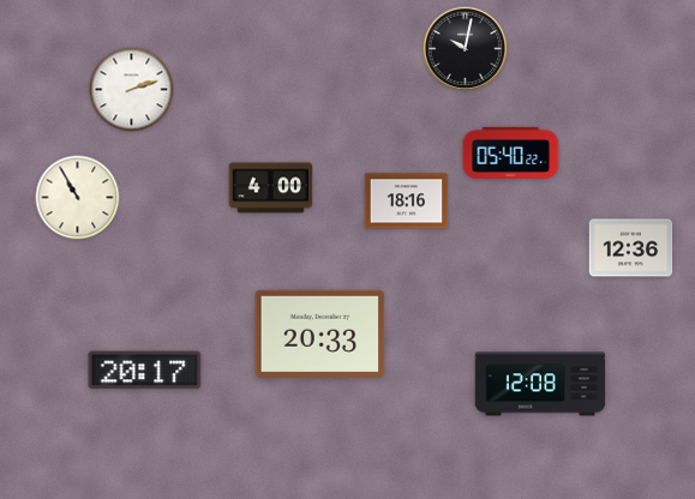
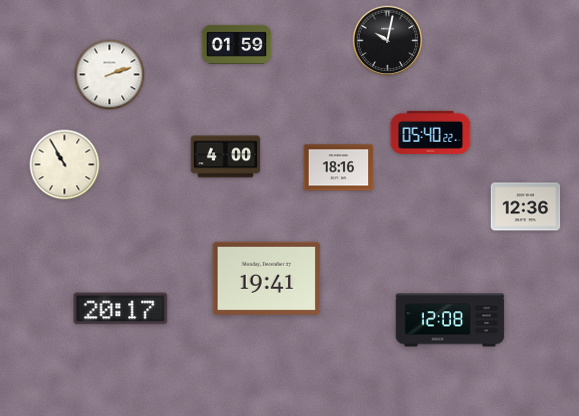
clock at (237, 44): none -> 01:59
clock at (511, 152) position: (511, 152) -> (431, 132)
clock at (320, 333): 20:33 -> 19:41
